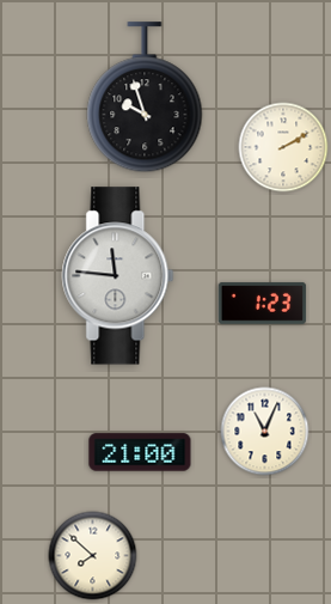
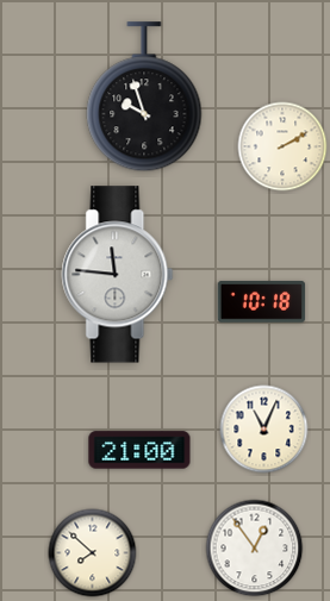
clock at (263, 304): 1:23 -> 10:18
clock at (255, 549): none -> 12:54
